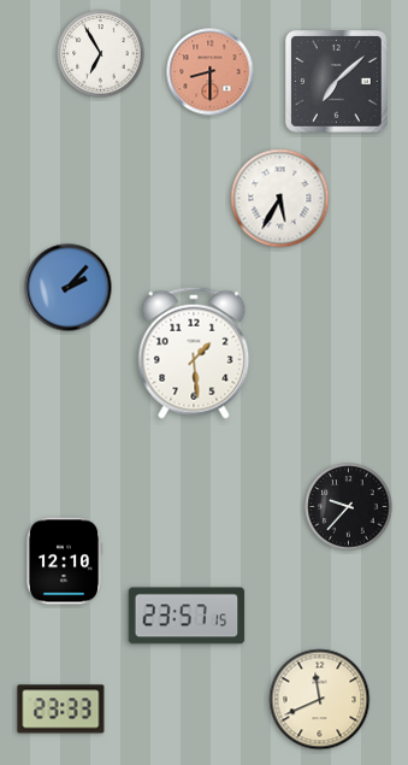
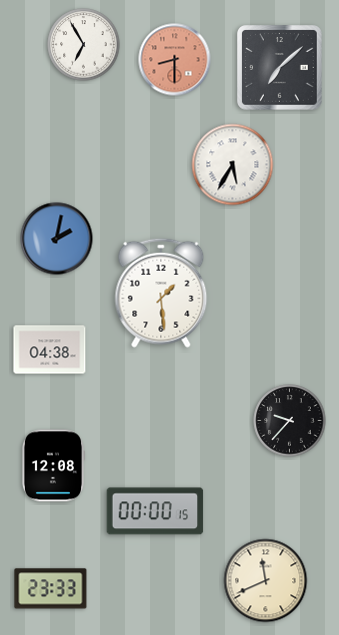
clock at (69, 288): 2:07 -> 2:02
clock at (50, 350): none -> 04:38
clock at (63, 561): 12:10 -> 12:08
clock at (187, 616): 23:57 -> 00:00
